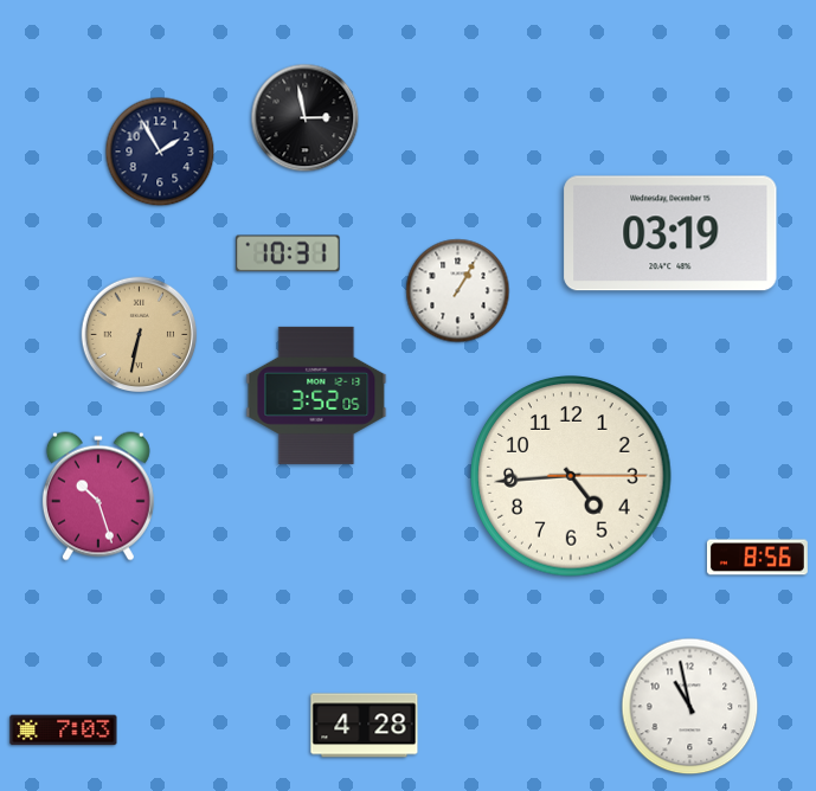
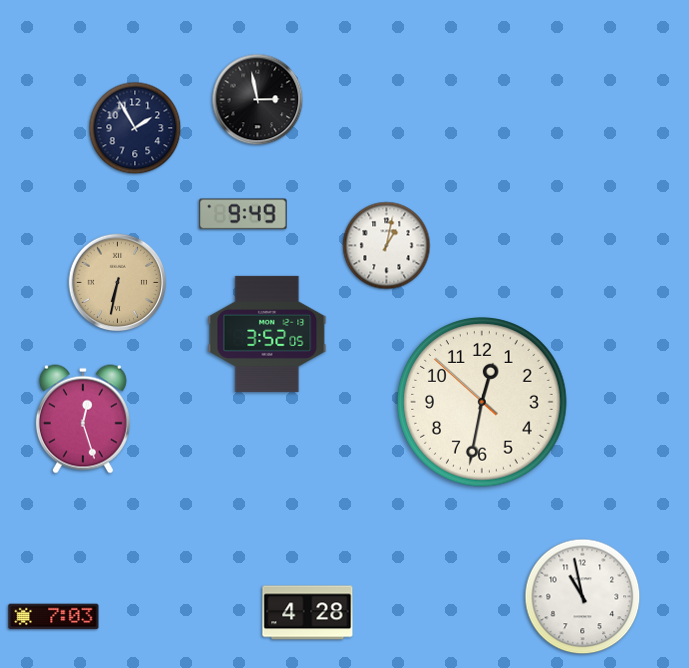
clock at (670, 233): 03:19 -> none
clock at (288, 253): 10:31 -> 9:49
clock at (458, 291): 1:05 -> 1:02
clock at (571, 476): 4:44 -> 12:31
clock at (98, 496): 10:27 -> 12:27
clock at (757, 558): 8:56 -> none
